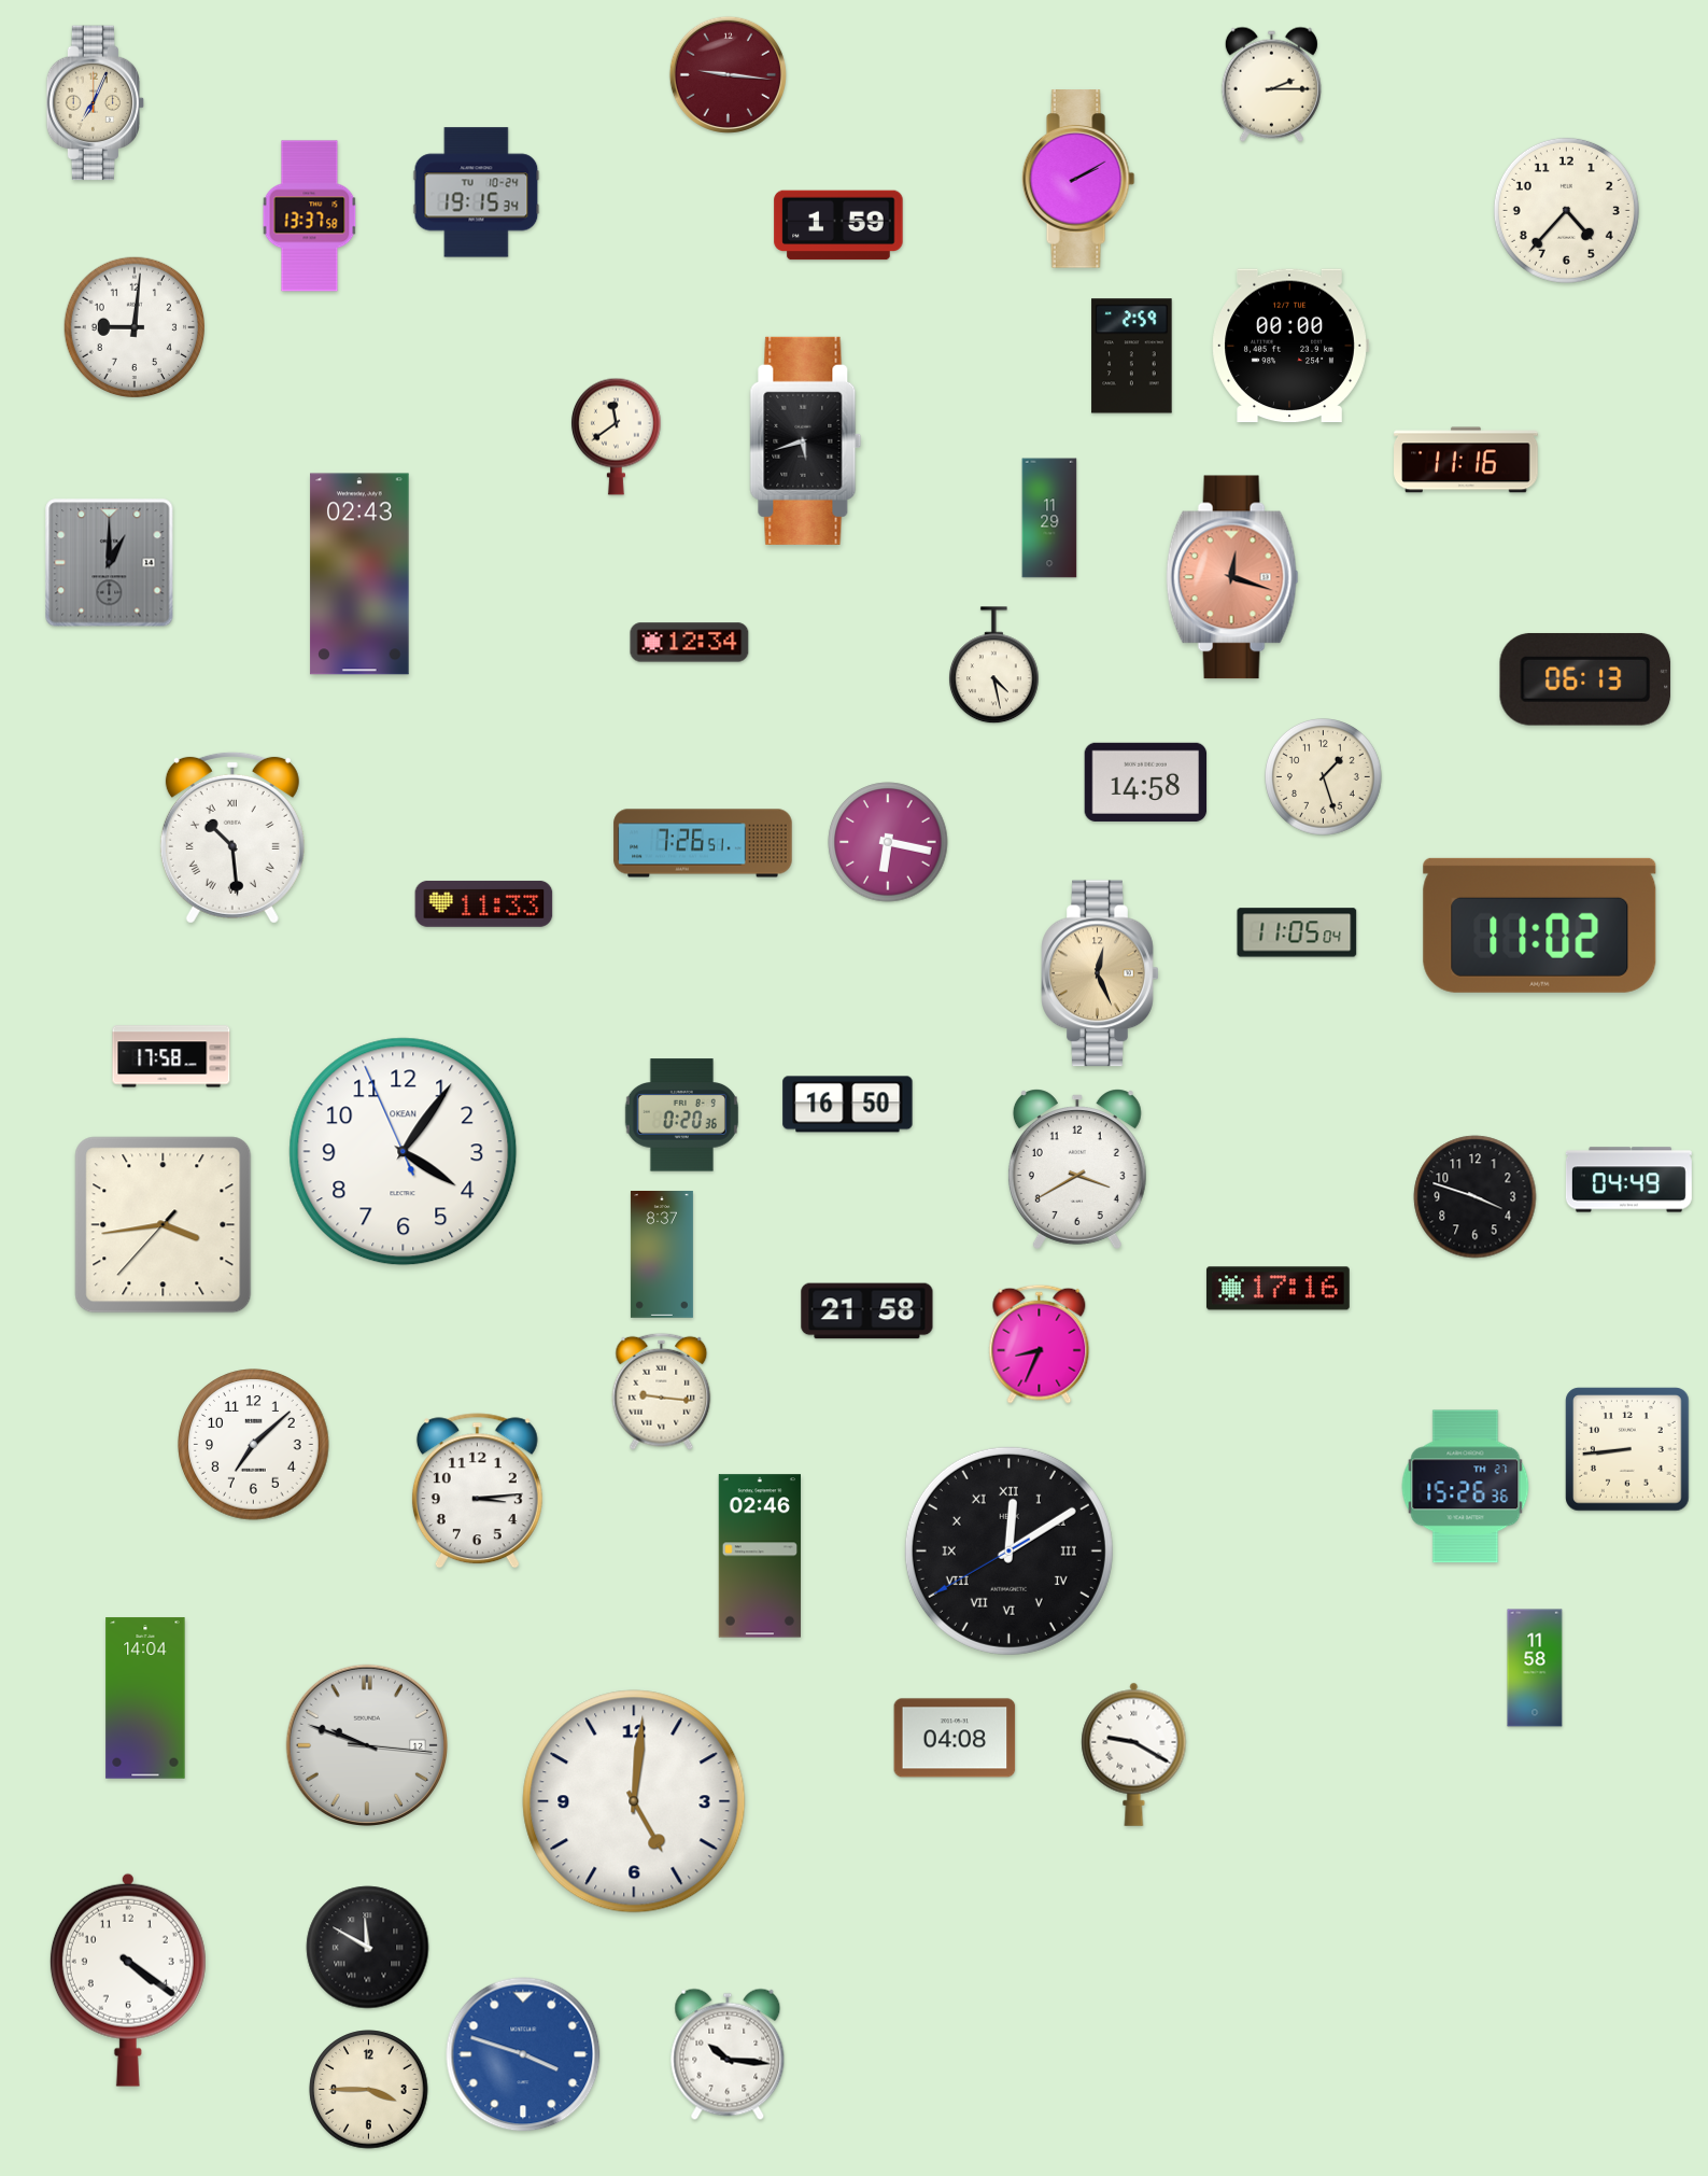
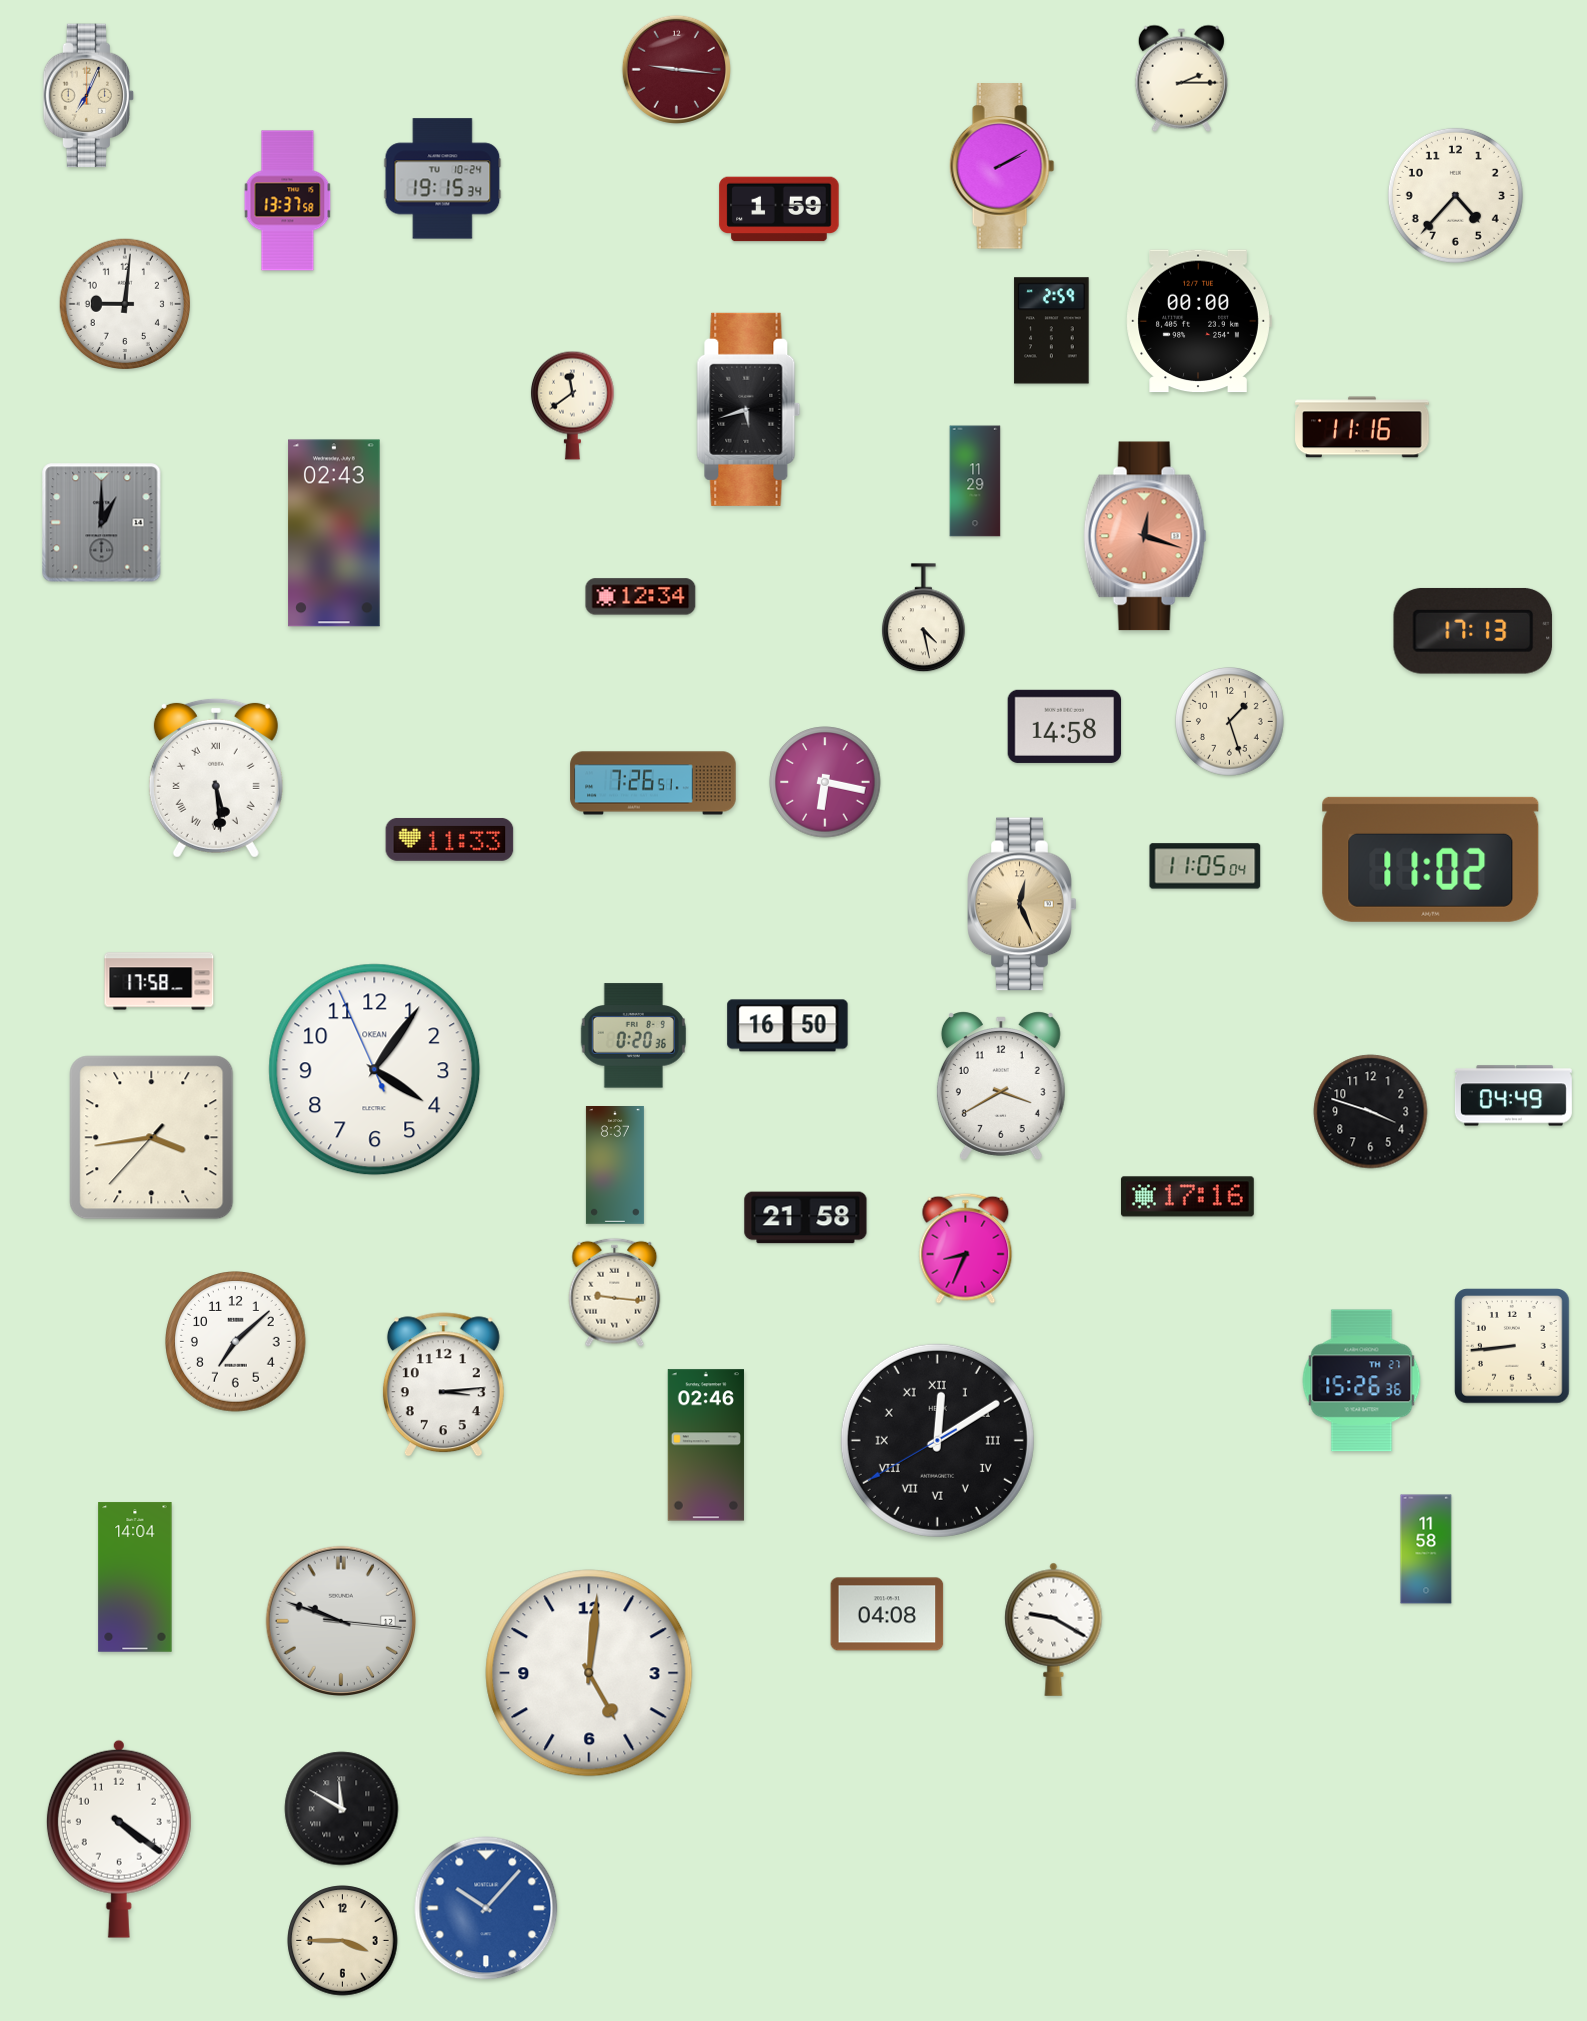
clock at (1585, 679): 06:13 -> 17:13
clock at (232, 838): 10:29 -> 5:29
clock at (523, 2054): 3:48 -> 10:07
clock at (728, 2054): 10:16 -> none
